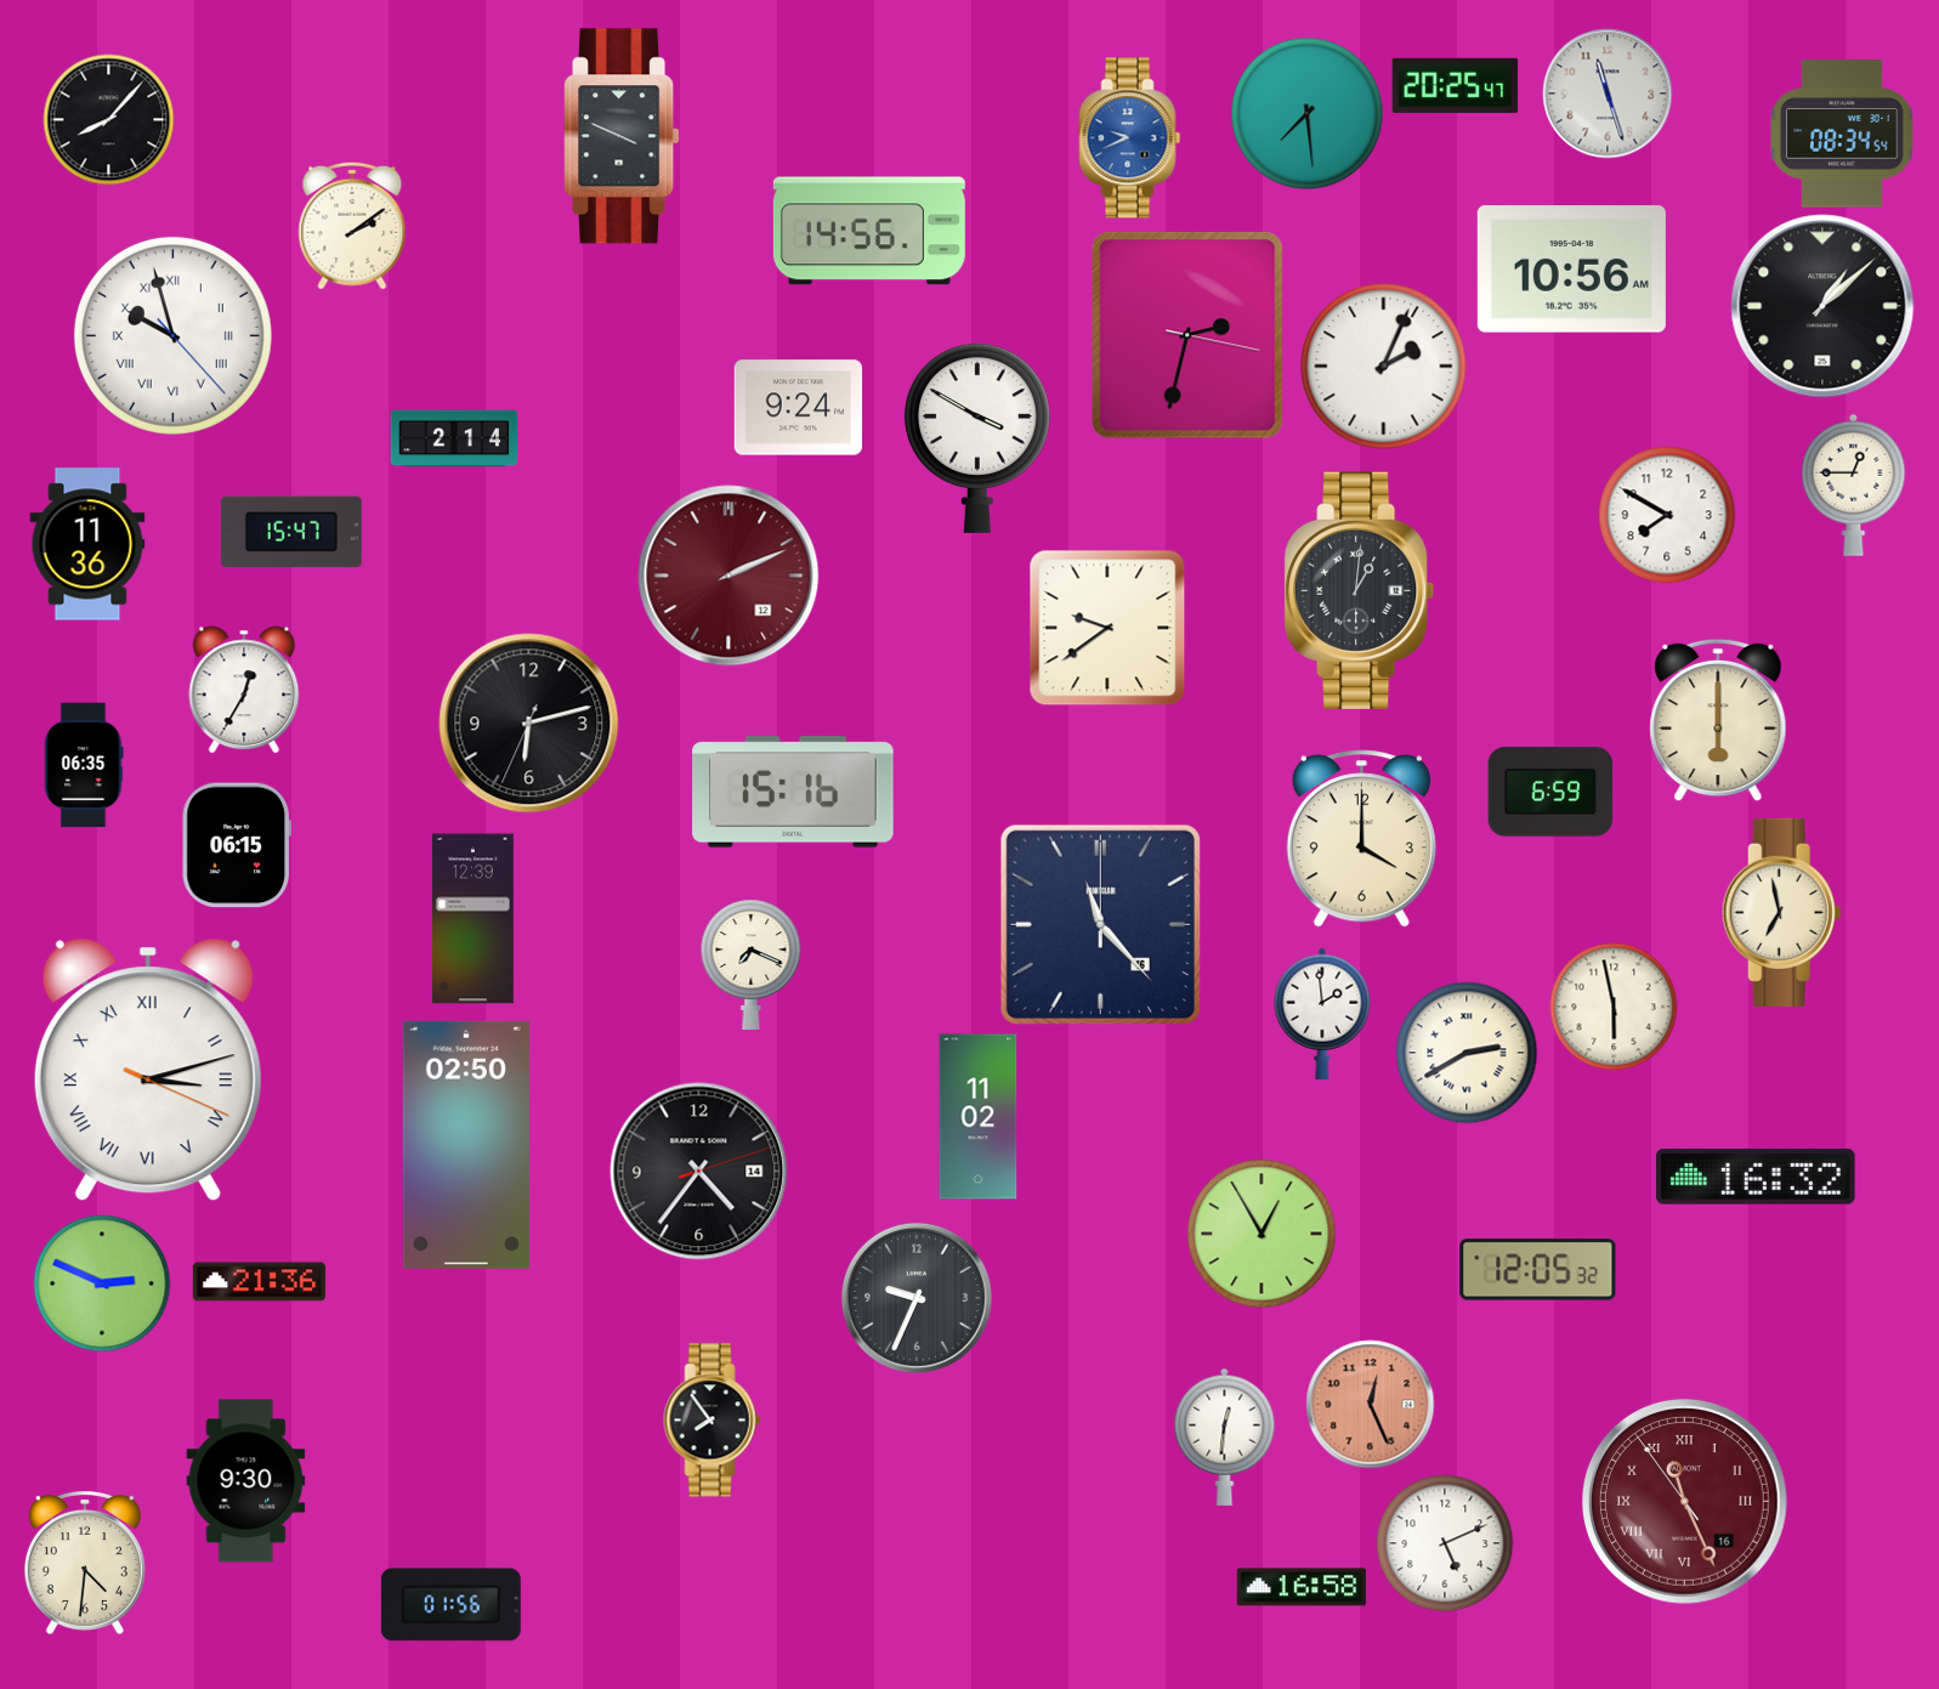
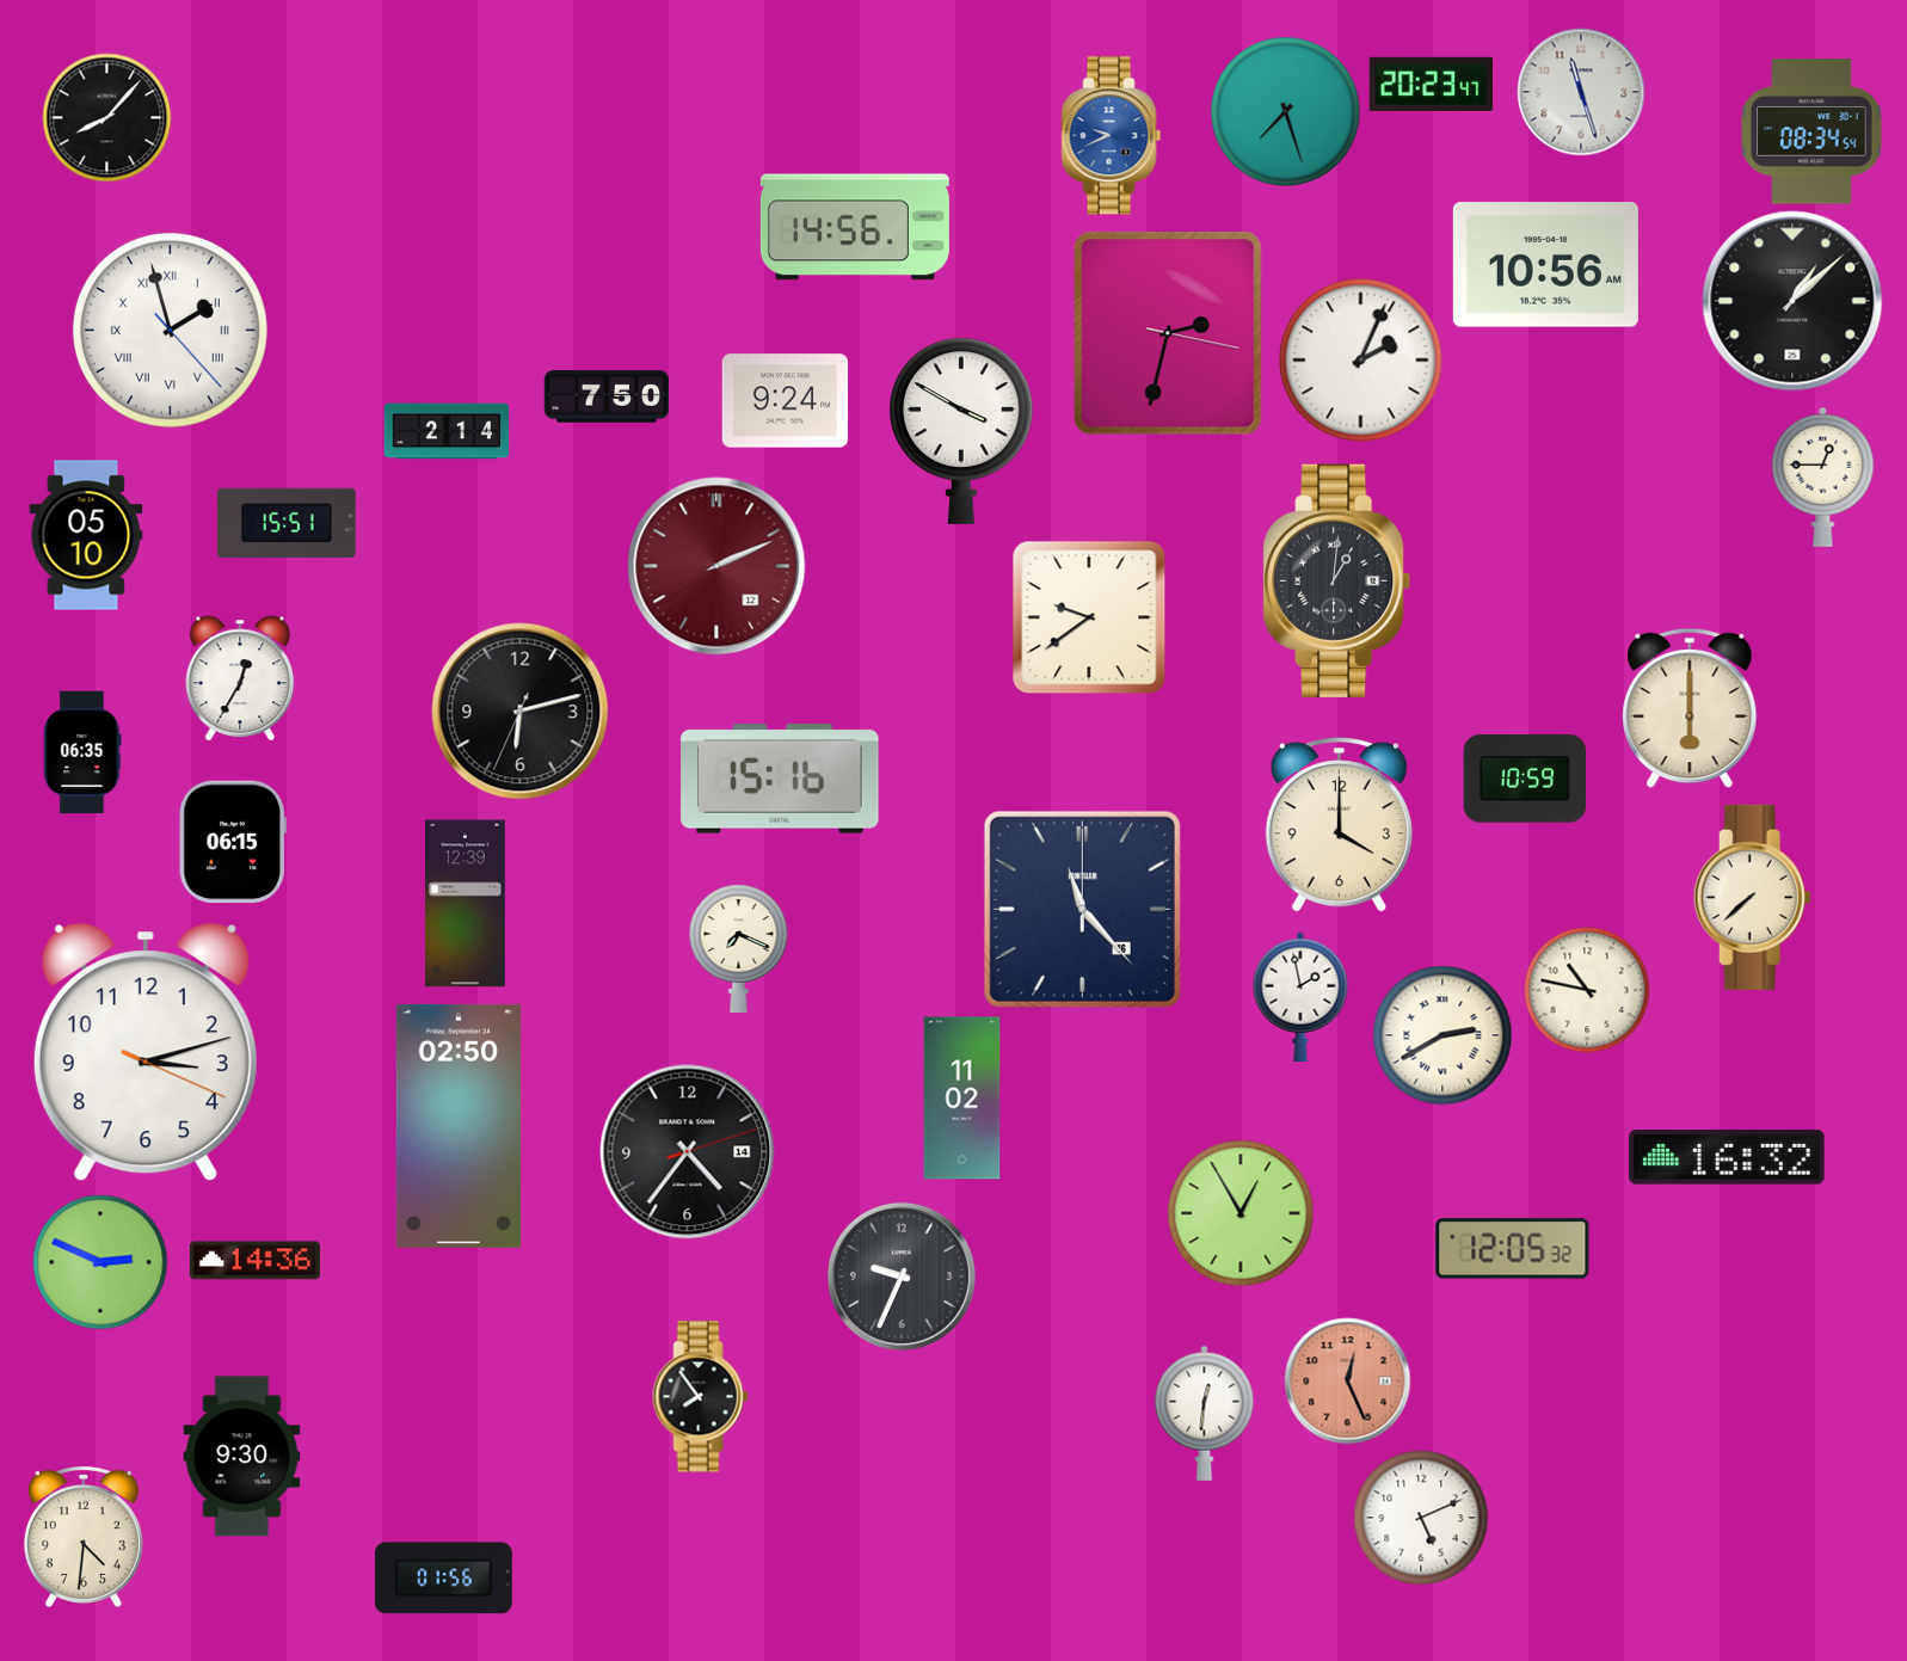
clock at (1456, 85): 20:25 -> 20:23
clock at (1308, 114): 7:29 -> 7:27
clock at (622, 136): 3:49 -> none
clock at (352, 226): 2:09 -> none
clock at (172, 335): 9:57 -> 1:57
clock at (1187, 335) position: (1187, 335) -> (1168, 333)
clock at (607, 396): none -> 7:50
clock at (1667, 515): 7:50 -> none
clock at (291, 532): 15:47 -> 15:51
clock at (87, 544): 11:36 -> 05:10
clock at (1550, 792): 6:59 -> 10:59
clock at (237, 845) position: (237, 845) -> (233, 842)
clock at (1781, 912): 6:58 -> 7:38
clock at (1614, 1007): 5:58 -> 10:47
clock at (1322, 1014): 1:59 -> 1:58
clock at (148, 1070) numerals: Roman -> Arabic
clock at (259, 1282): 21:36 -> 14:36
clock at (1684, 1501): 11:25 -> none
clock at (1302, 1587): 16:58 -> none
